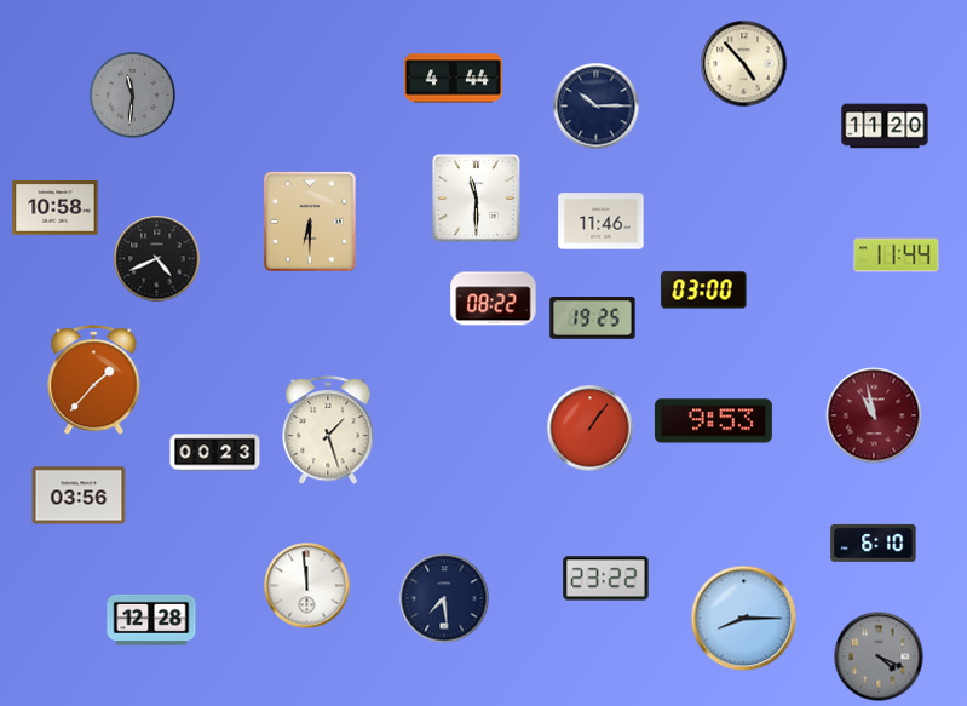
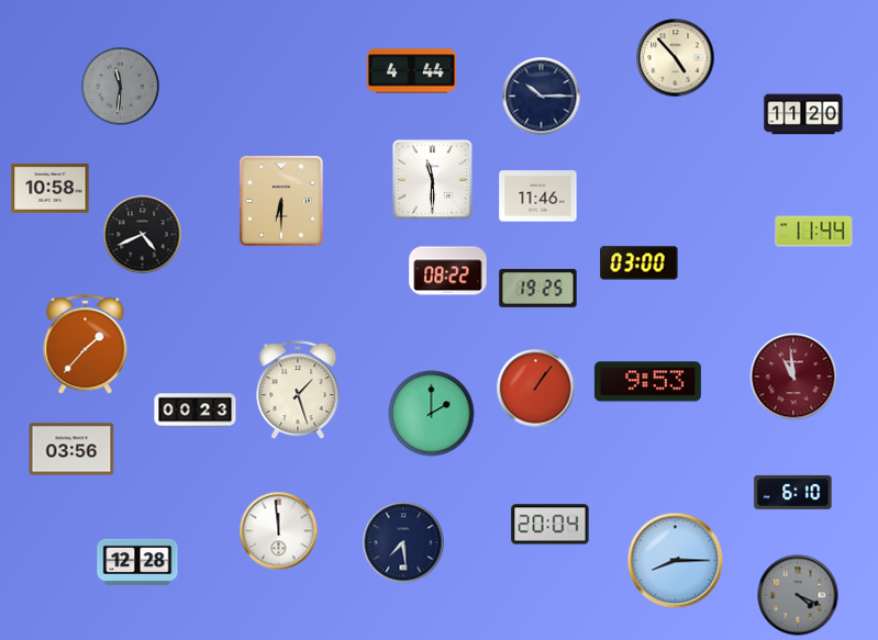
clock at (602, 222) position: (602, 222) -> (538, 197)
clock at (874, 415): 10:58 -> 10:59
clock at (432, 414): none -> 2:00
clock at (606, 579): 23:22 -> 20:04
